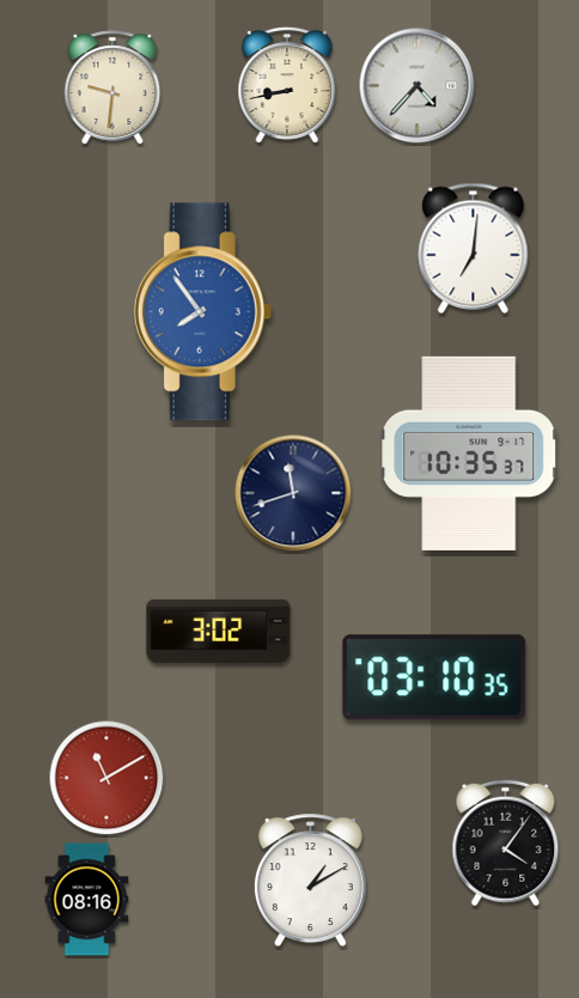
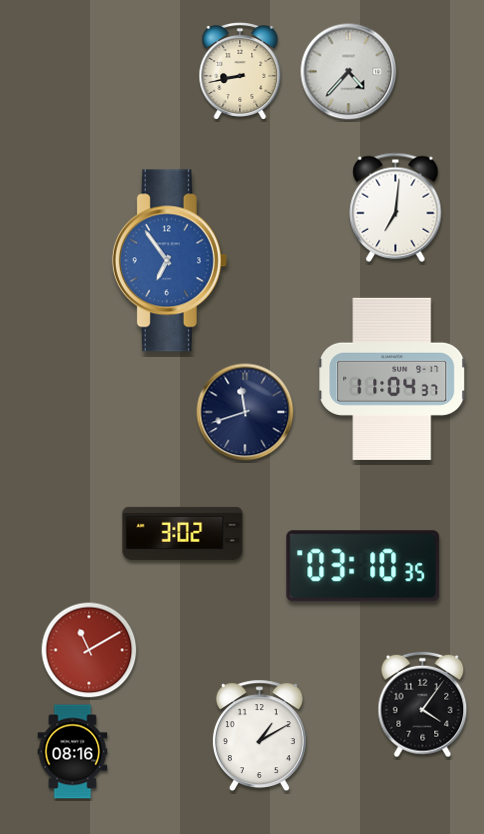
clock at (112, 87): 9:31 -> none
clock at (202, 312): 7:54 -> 6:54
clock at (470, 454): 10:35 -> 11:04
clock at (219, 631) position: (219, 631) -> (183, 533)
